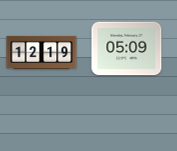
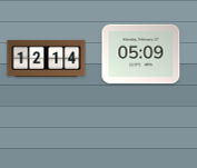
clock at (42, 52): 12:19 -> 12:14
